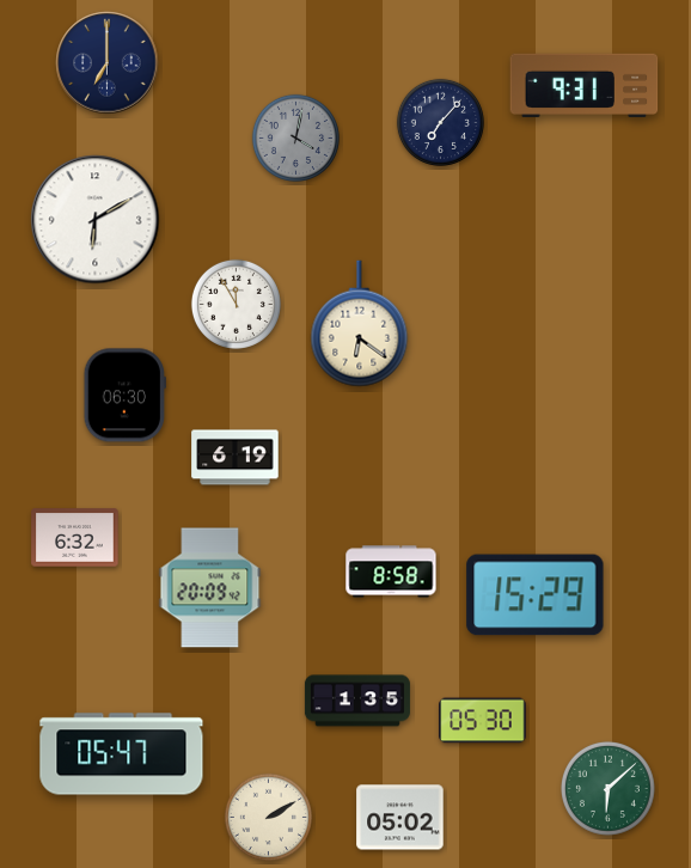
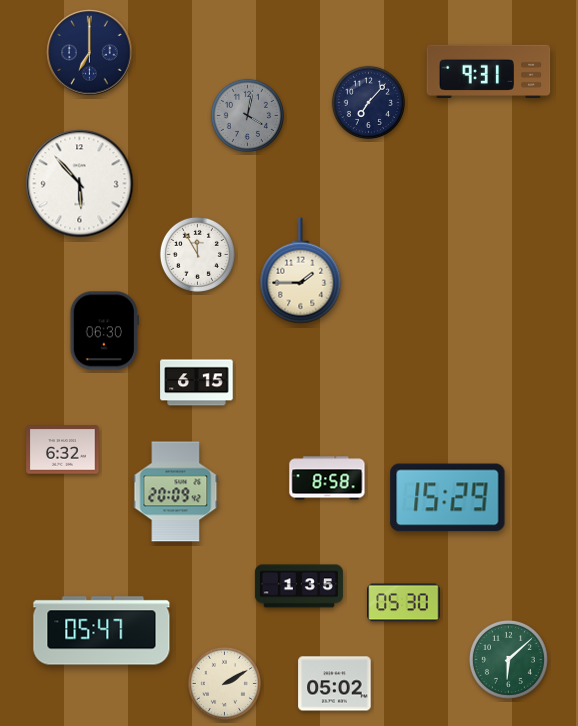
clock at (96, 220): 6:10 -> 5:53
clock at (360, 324): 6:21 -> 1:45
clock at (236, 458): 6:19 -> 6:15
